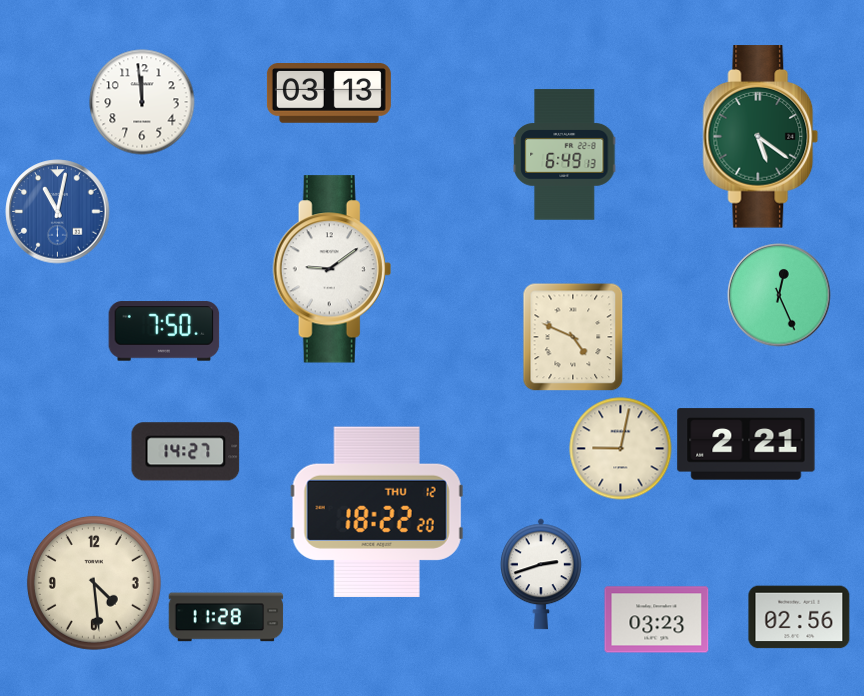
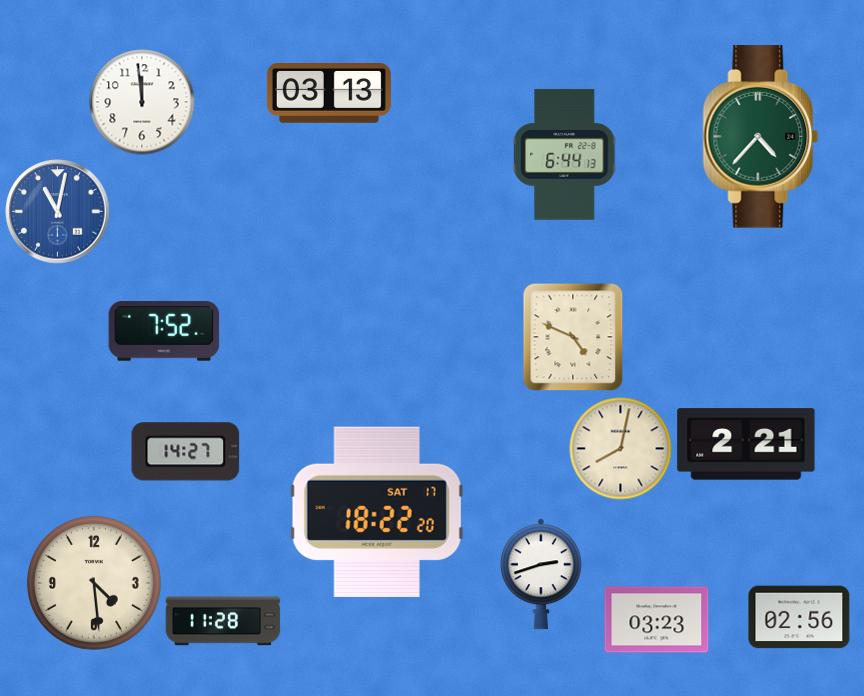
clock at (761, 137): 5:21 -> 4:37
clock at (565, 155): 6:49 -> 6:44
clock at (332, 269): 9:09 -> none
clock at (779, 295): 12:26 -> none
clock at (164, 331): 7:50 -> 7:52
clock at (621, 449): 9:02 -> 8:02
clock at (377, 511) date: THU 12 -> SAT 17
clock at (226, 617) position: (226, 617) -> (223, 621)
